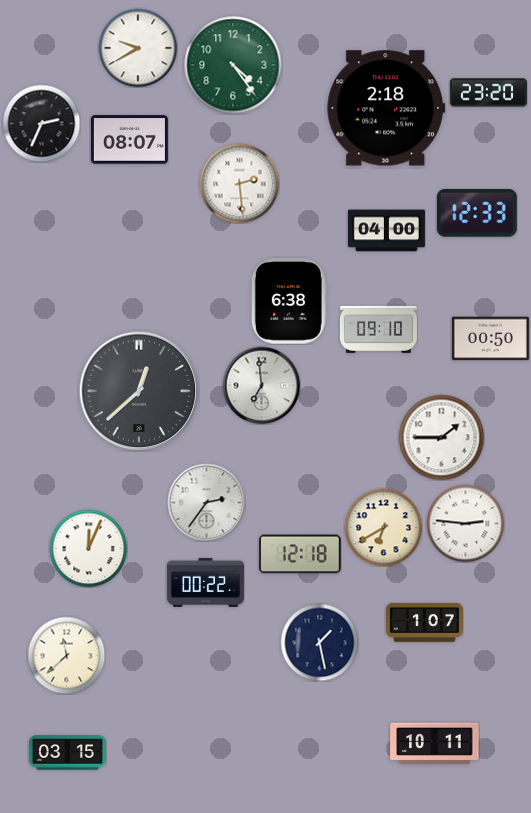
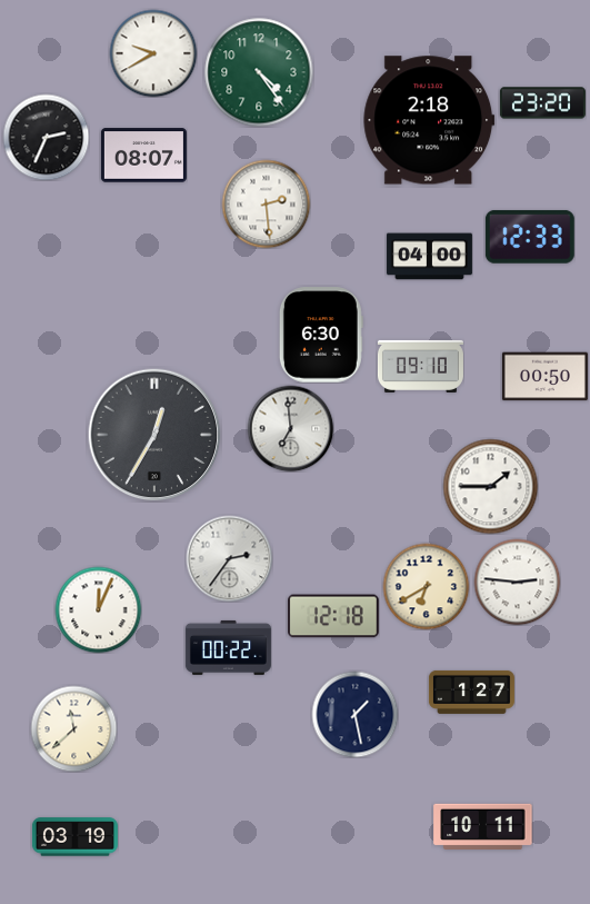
clock at (289, 301): 6:38 -> 6:30
clock at (139, 391): 12:38 -> 12:35
clock at (424, 622): 1:07 -> 1:27
clock at (67, 753): 03:15 -> 03:19
